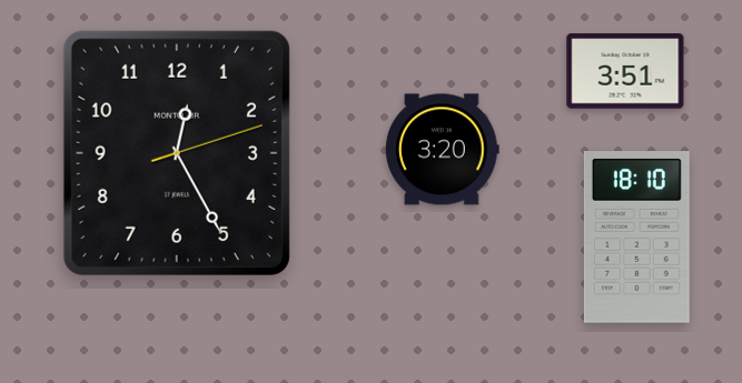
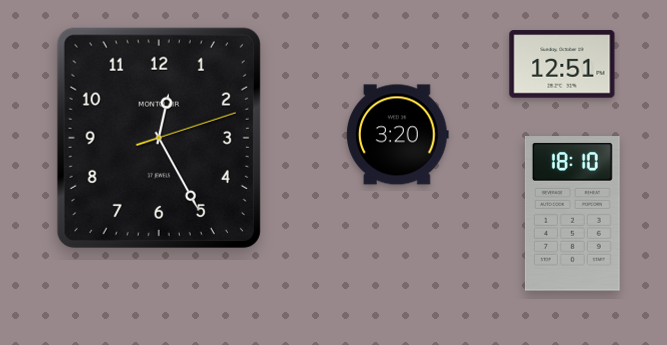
clock at (625, 71): 3:51 -> 12:51
